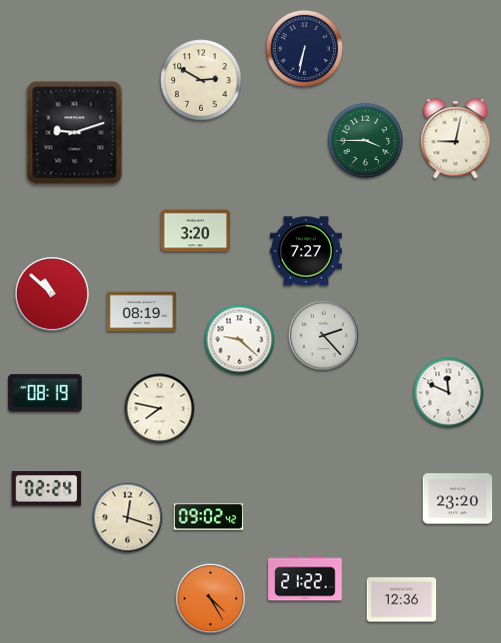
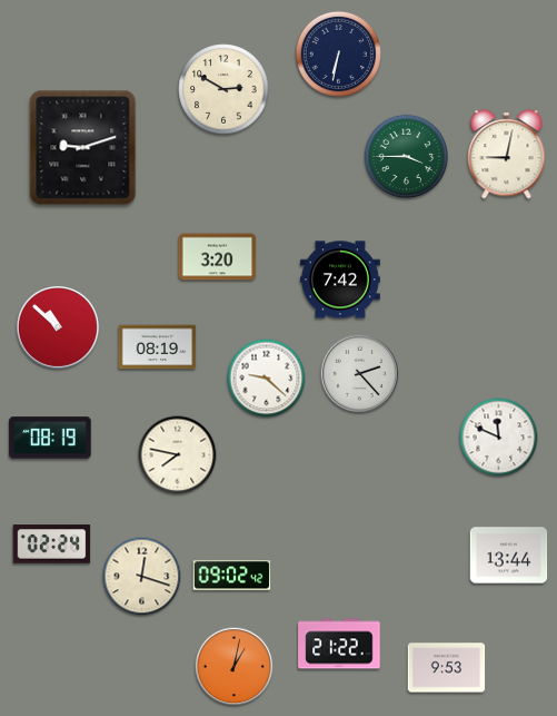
clock at (306, 251): 7:27 -> 7:42
clock at (458, 499): 23:20 -> 13:44
clock at (211, 599): 4:25 -> 1:02
clock at (402, 600): 12:36 -> 9:53
